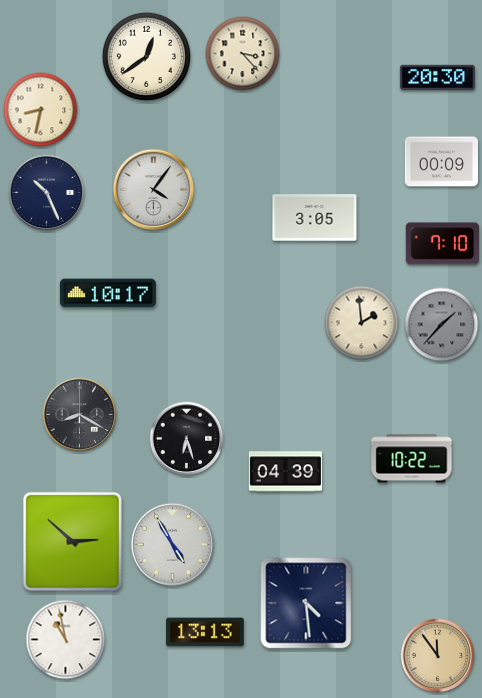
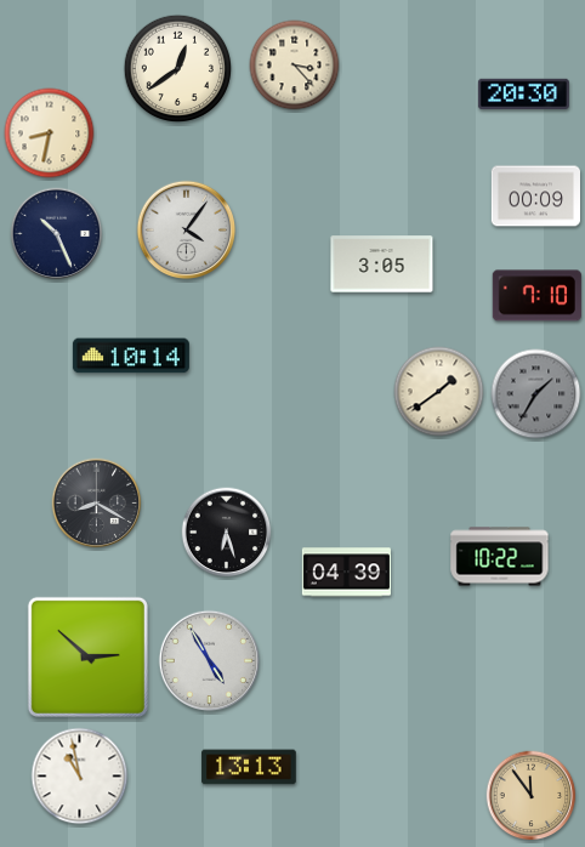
clock at (437, 77) position: (437, 77) -> (523, 93)
clock at (108, 293): 10:17 -> 10:14
clock at (362, 323): 1:59 -> 1:39
clock at (442, 325): 1:37 -> 1:35
clock at (306, 603): 4:29 -> none
